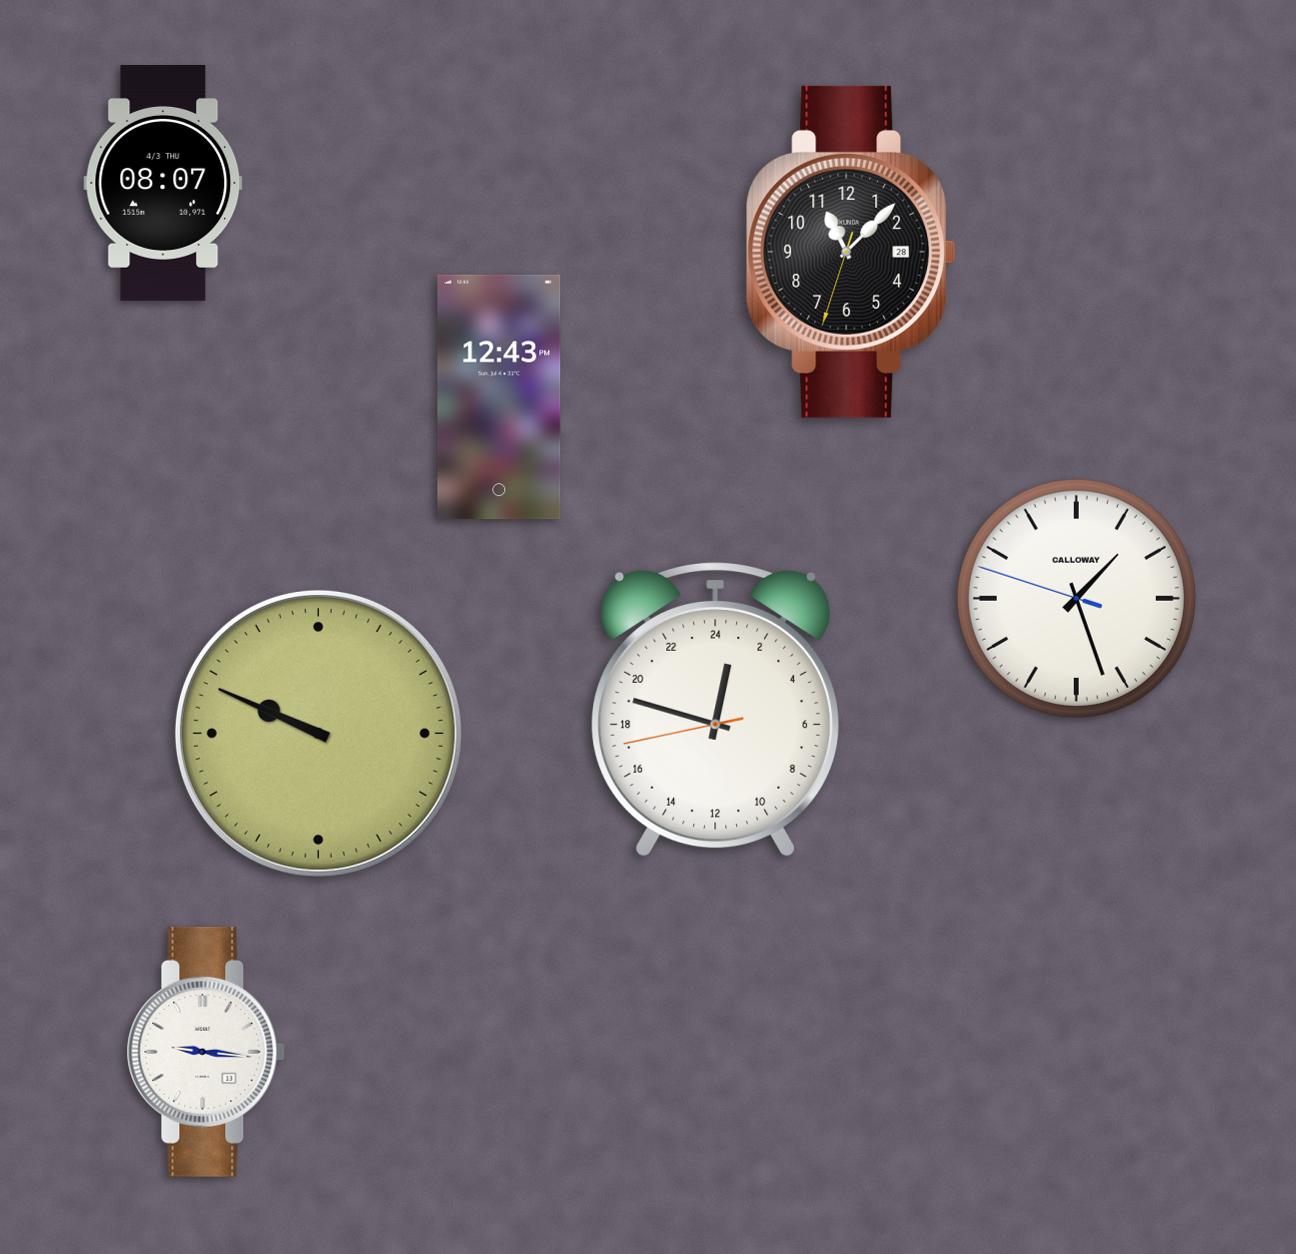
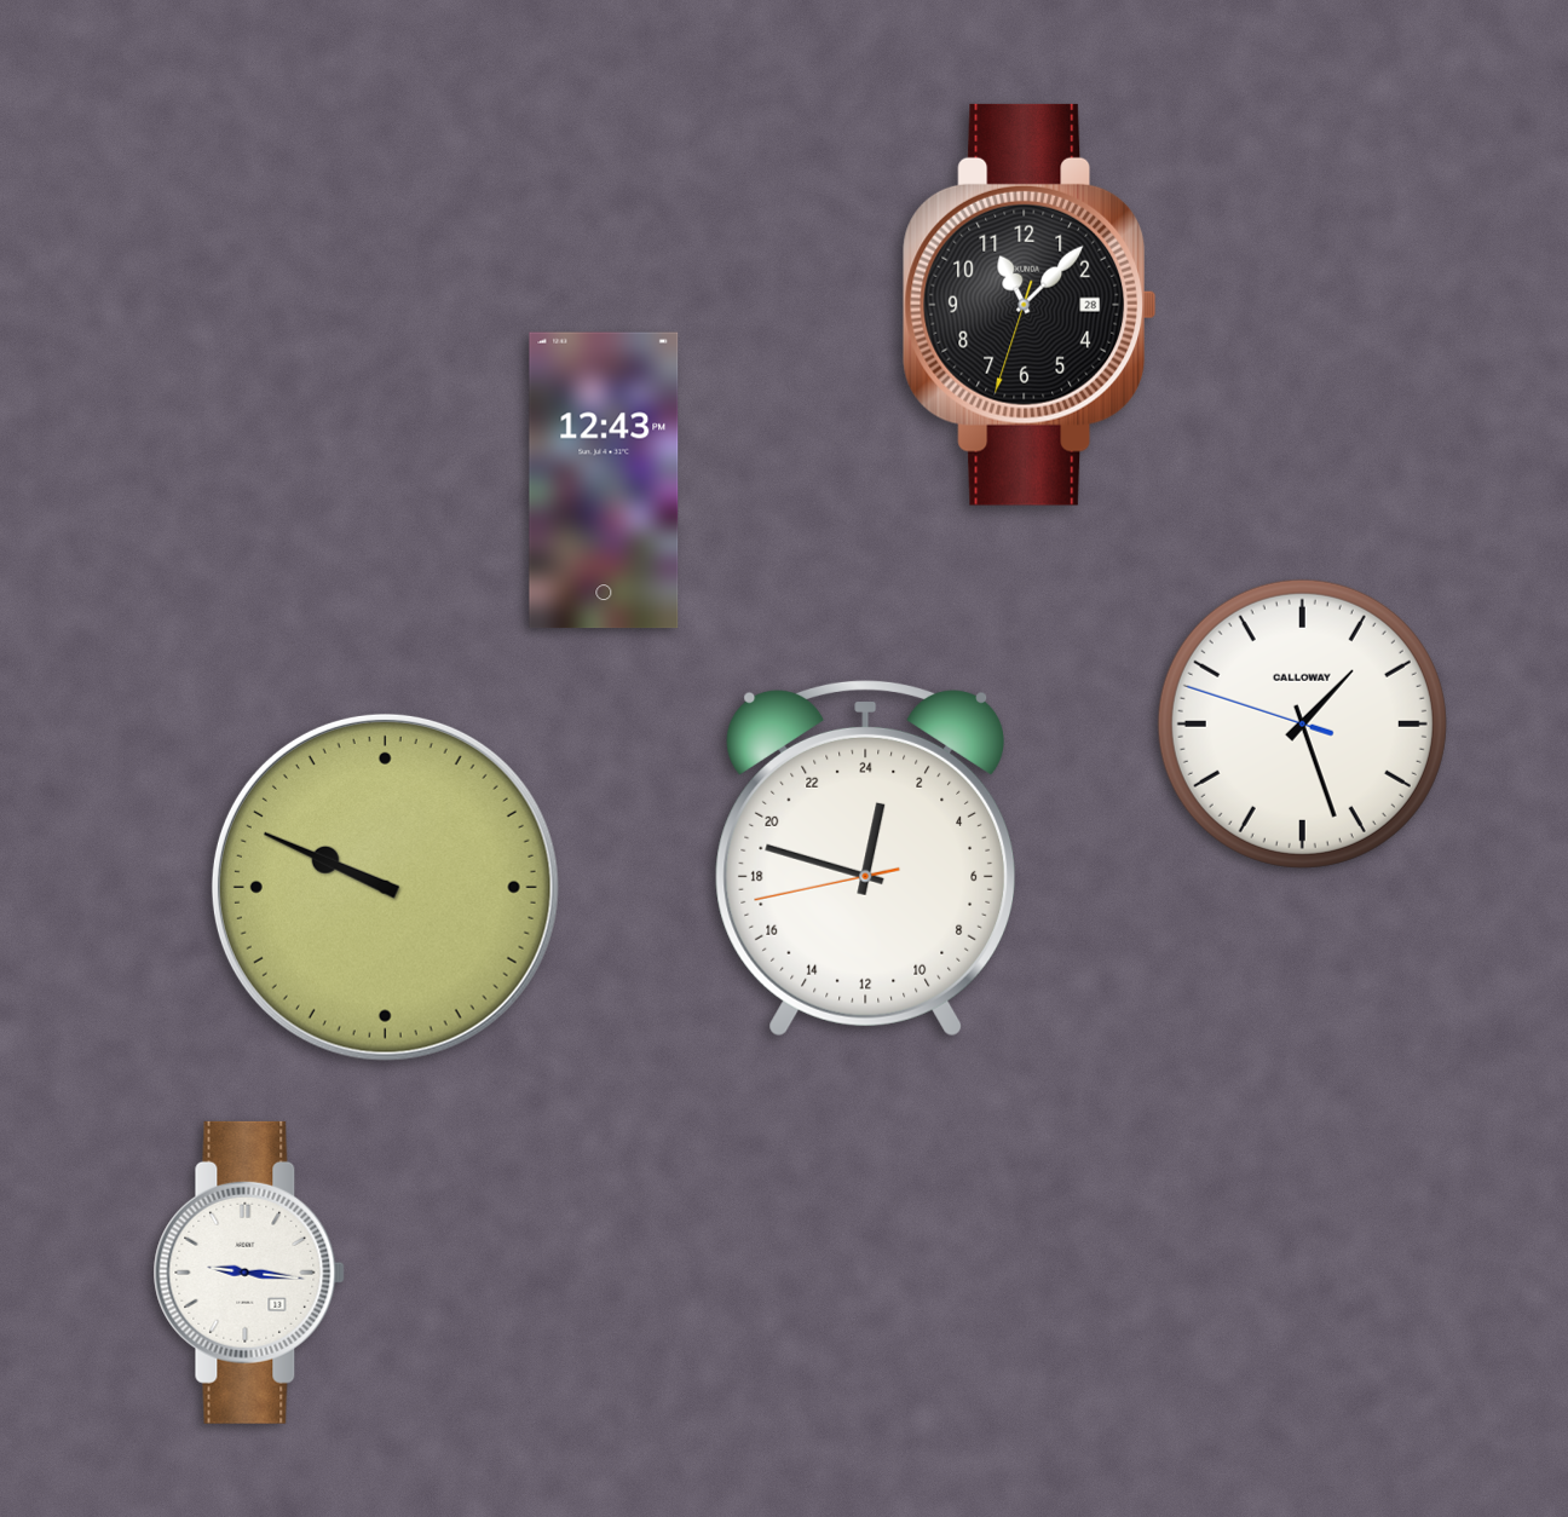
clock at (163, 184): 08:07 -> none
